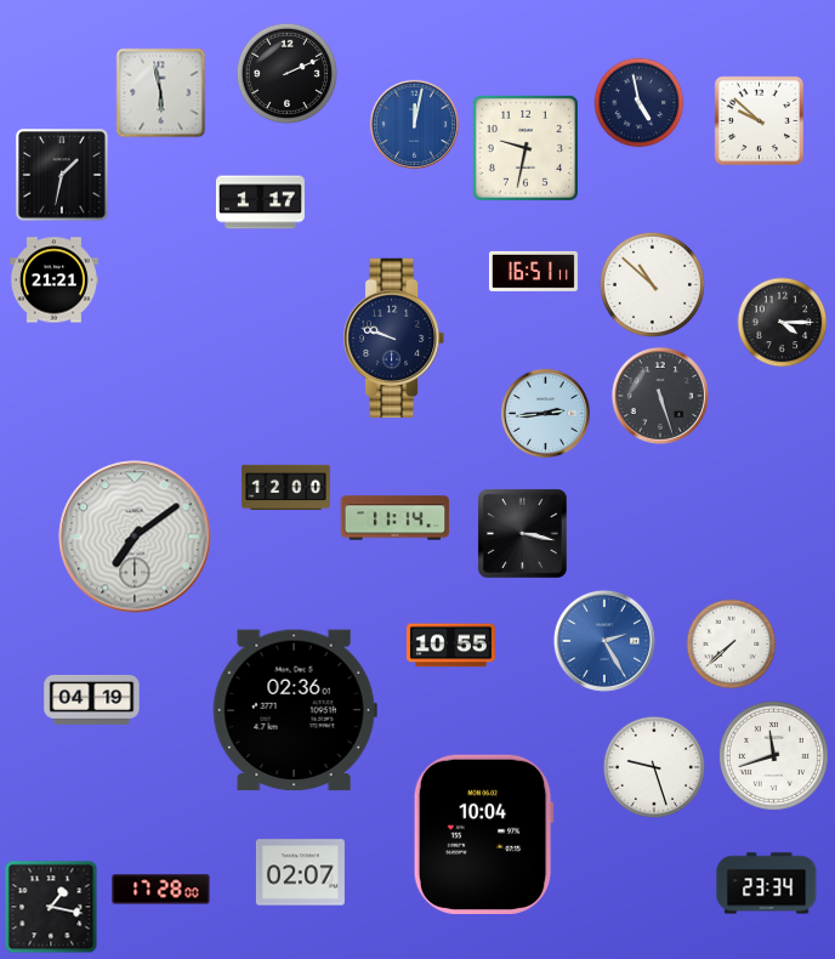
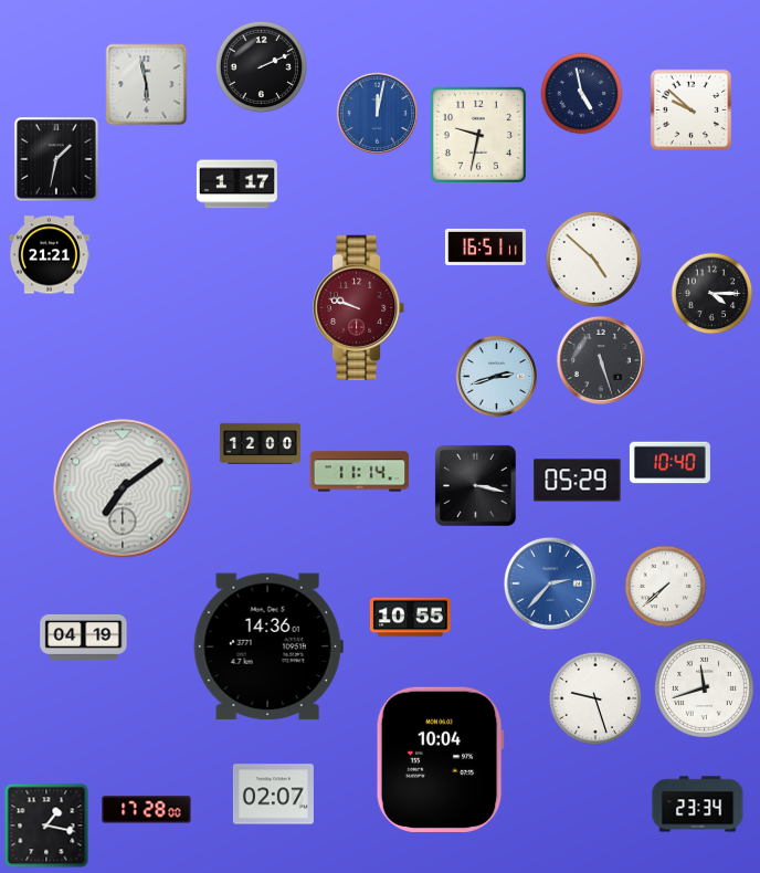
clock at (652, 284): 10:52 -> 4:52
clock at (394, 339) dial: navy -> burgundy
clock at (545, 413): 2:44 -> 2:42
clock at (669, 463): none -> 10:40
clock at (578, 481): none -> 05:29
clock at (604, 641): 2:25 -> 2:37
clock at (450, 646) position: (450, 646) -> (410, 618)
clock at (295, 710): 02:36 -> 14:36
